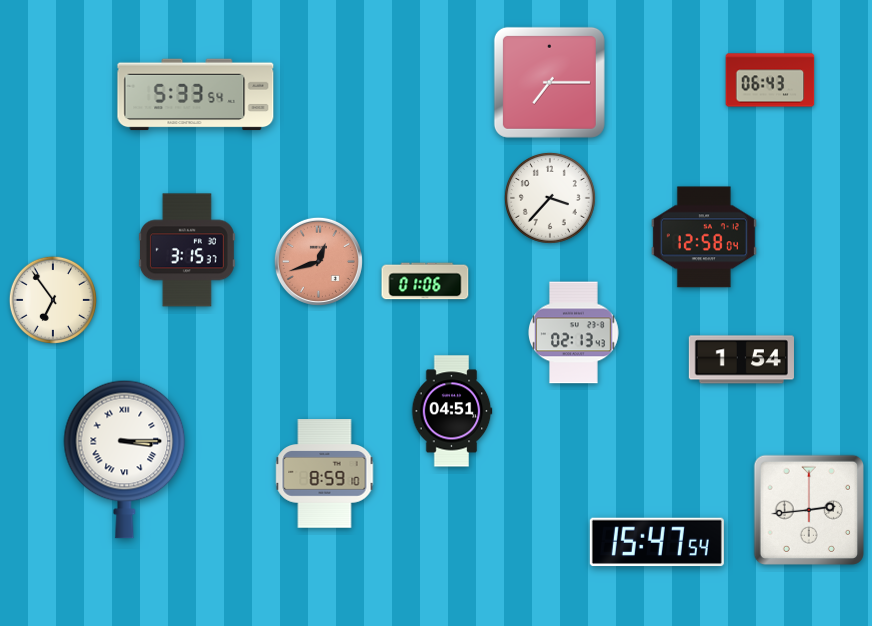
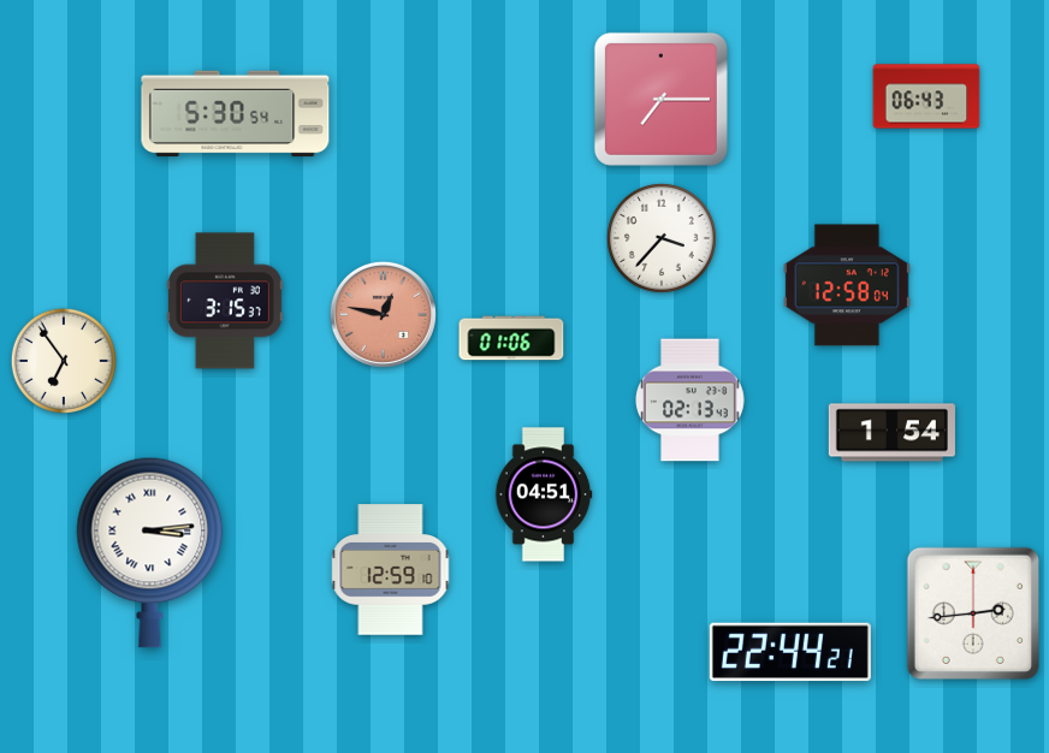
clock at (196, 95): 5:33 -> 5:30
clock at (318, 261): 12:42 -> 12:47
clock at (125, 459): 3:15 -> 3:14
clock at (325, 474): 8:59 -> 12:59
clock at (657, 542): 15:47 -> 22:44
